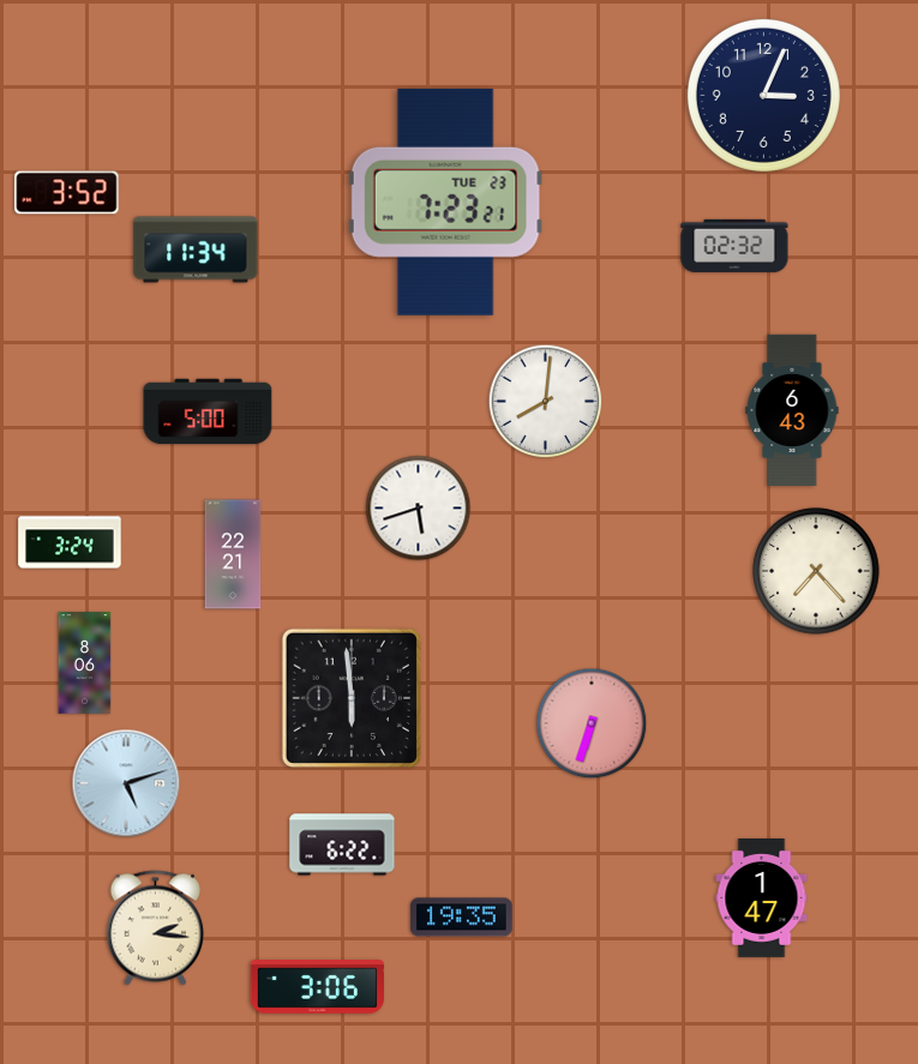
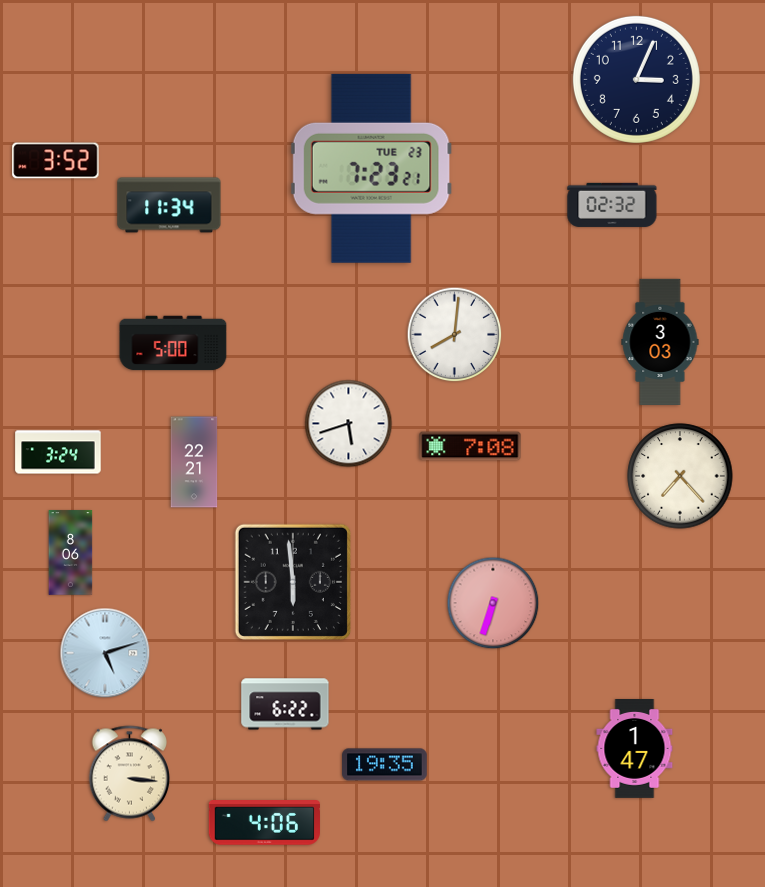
clock at (196, 250) position: (196, 250) -> (169, 205)
clock at (792, 410): 6:43 -> 3:03
clock at (470, 446): none -> 7:08
clock at (156, 928): 2:16 -> 3:16
clock at (317, 987): 3:06 -> 4:06
